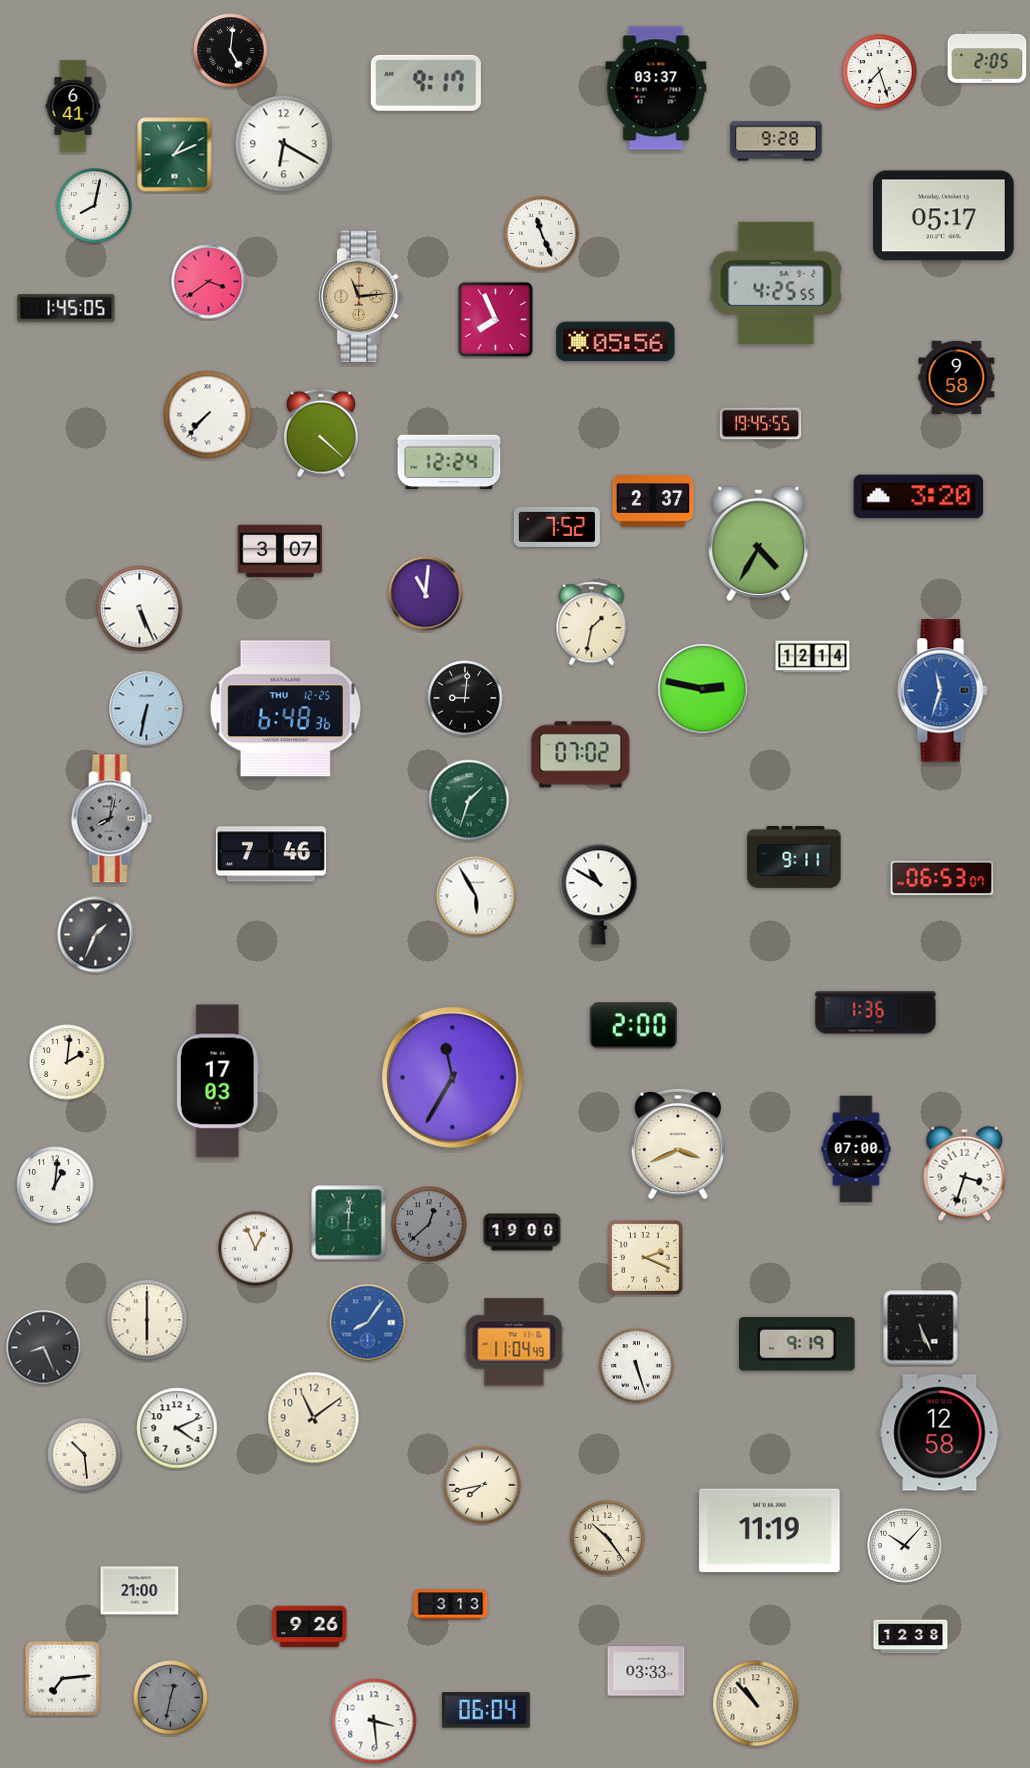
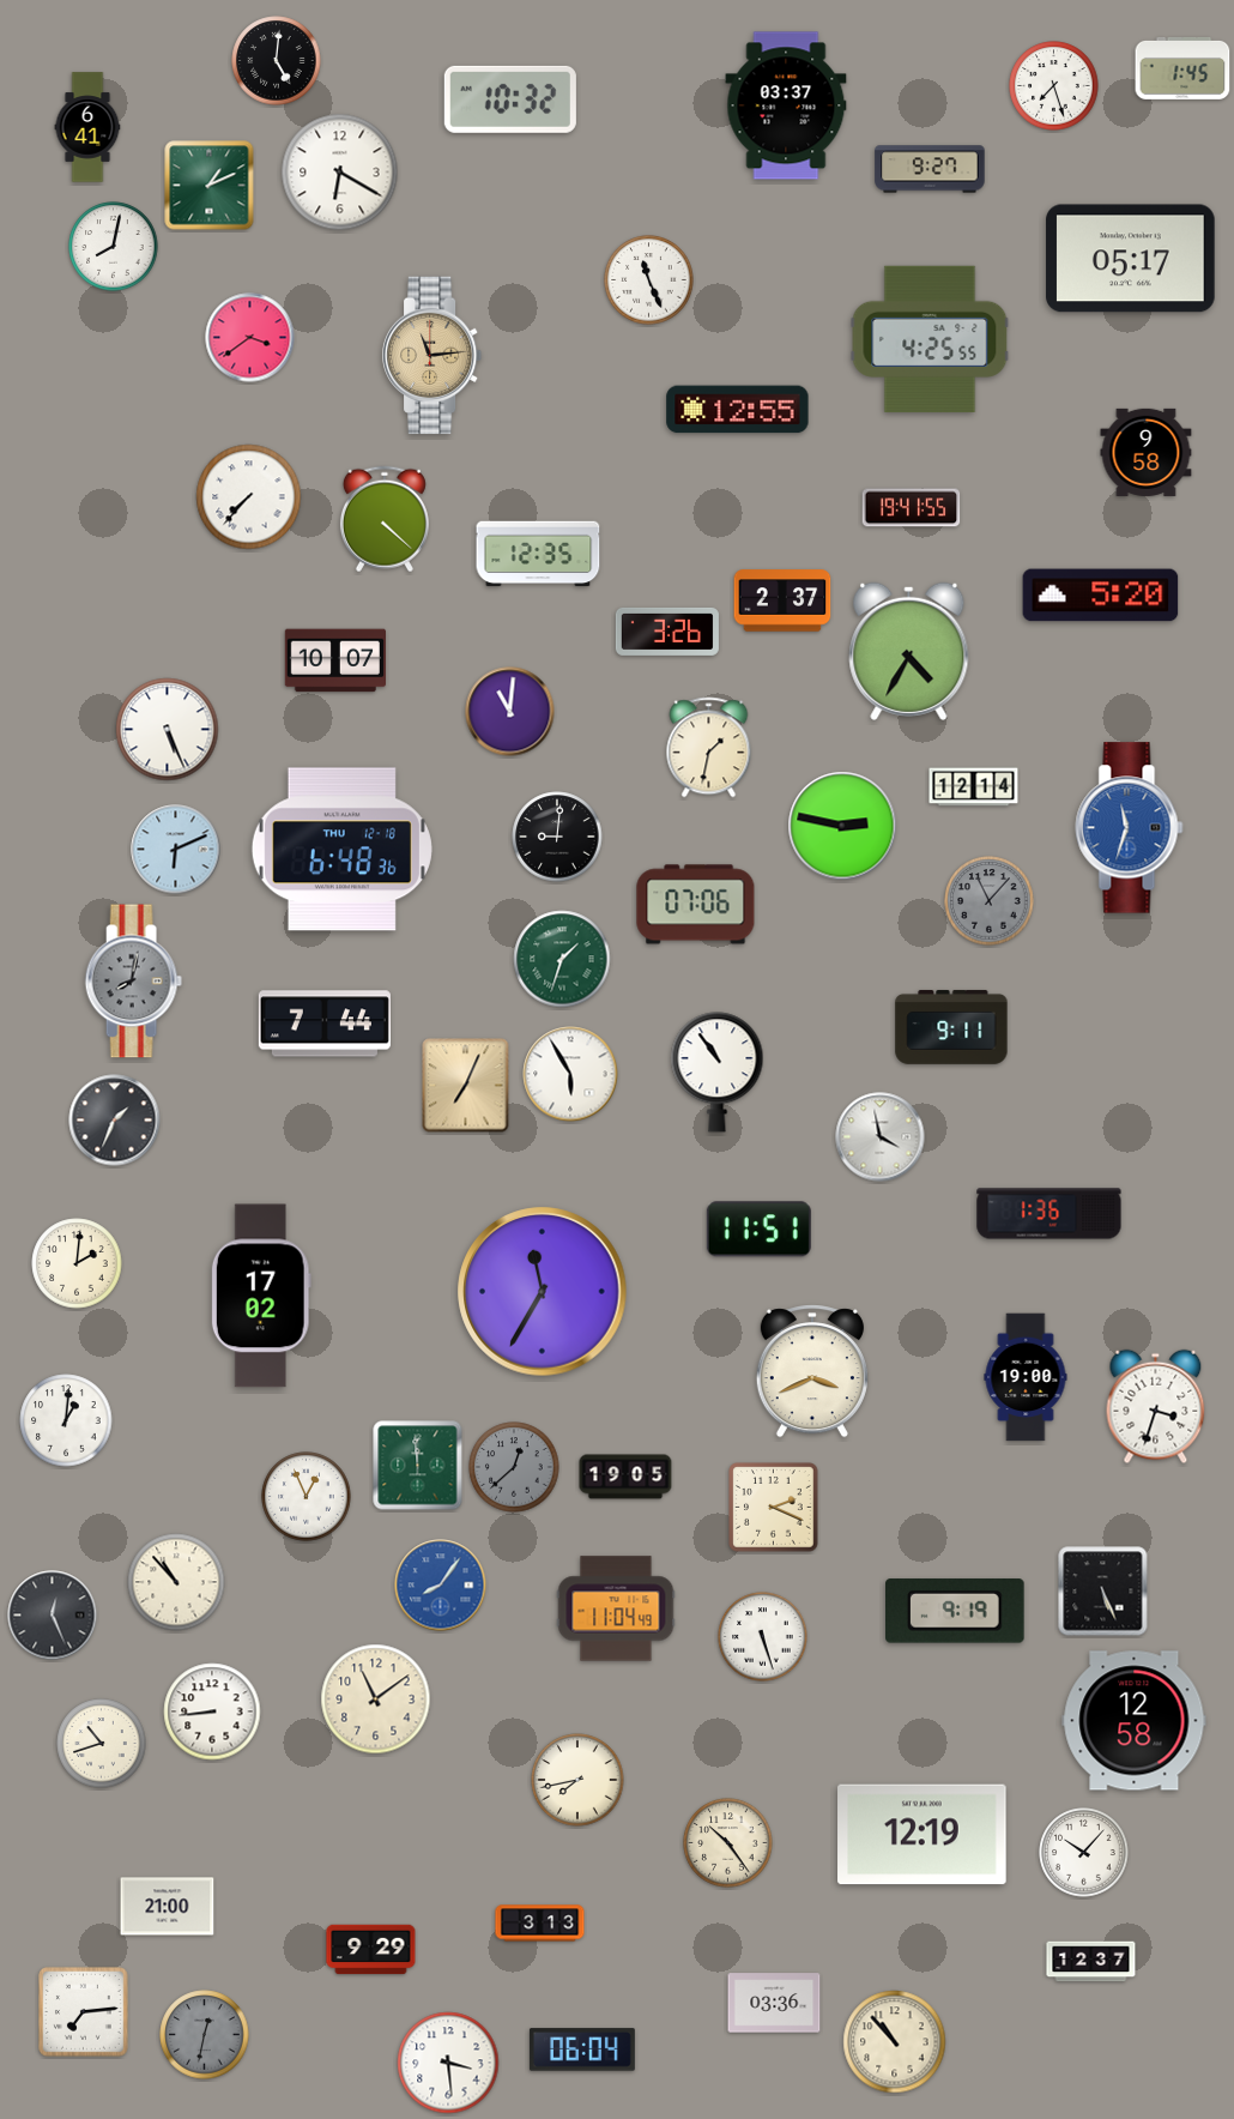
clock at (987, 57): 2:05 -> 1:45
clock at (426, 83): 9:17 -> 10:32
clock at (776, 141): 9:28 -> 9:27
clock at (66, 308): 1:45 -> none
clock at (495, 319): 7:56 -> none
clock at (616, 342): 05:56 -> 12:55
clock at (761, 424): 19:45 -> 19:41
clock at (449, 462): 12:24 -> 12:35
clock at (919, 497): 3:20 -> 5:20
clock at (557, 527): 7:52 -> 3:26
clock at (279, 551): 3:07 -> 10:07
clock at (147, 709): 6:32 -> 6:11
clock at (285, 709) date: THU 12-25 -> THU 12-18
clock at (990, 901): none -> 11:07
clock at (581, 755): 07:02 -> 07:06
clock at (271, 854): 7:46 -> 7:44
clock at (942, 878): 06:53 -> none
clock at (599, 895): 10:50 -> 10:54
clock at (466, 1086): none -> 7:04
clock at (881, 1137): none -> 3:58
clock at (633, 1026): 2:00 -> 11:51
clock at (67, 1062) position: (67, 1062) -> (77, 1263)
clock at (218, 1081): 17:03 -> 17:02
clock at (856, 1149): 07:00 -> 19:00
clock at (349, 1223): 12:01 -> 11:59
clock at (522, 1232): 19:00 -> 19:05
clock at (147, 1320): 6:00 -> 10:53
clock at (44, 1348): 8:26 -> 12:26
clock at (177, 1428): 4:11 -> 8:44
clock at (940, 1433) position: (940, 1433) -> (1135, 1721)
clock at (85, 1455): 10:29 -> 10:42
clock at (770, 1531): 11:19 -> 12:19
clock at (310, 1627): 9:26 -> 9:29
clock at (911, 1637): 12:38 -> 12:37
clock at (646, 1671): 03:33 -> 03:36
clock at (63, 1679) position: (63, 1679) -> (84, 2012)
clock at (756, 1704) position: (756, 1704) -> (895, 2042)
